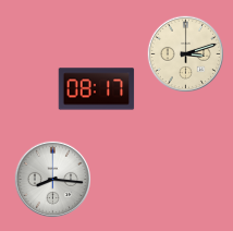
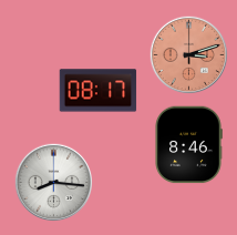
clock at (185, 53) dial: cream -> salmon
clock at (188, 145): none -> 8:46
